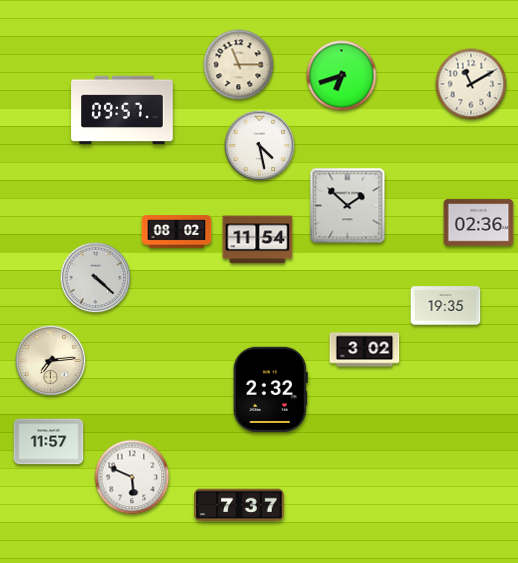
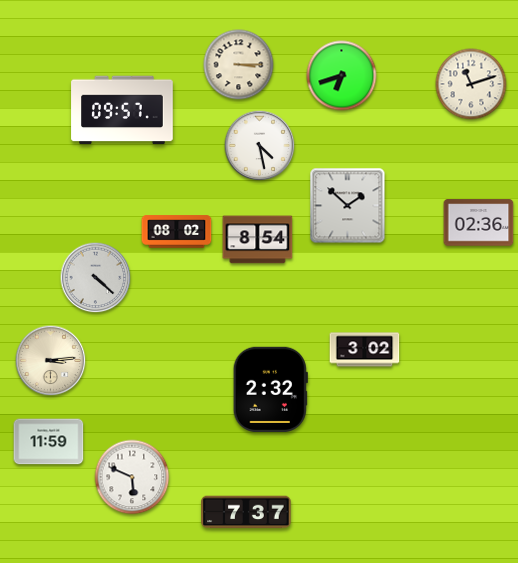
clock at (239, 65): 11:15 -> 3:15
clock at (471, 84): 11:10 -> 11:12
clock at (258, 240): 11:54 -> 8:54
clock at (446, 306): 19:35 -> none
clock at (51, 361): 7:14 -> 3:14
clock at (49, 442): 11:57 -> 11:59
clock at (239, 505) position: (239, 505) -> (246, 512)
